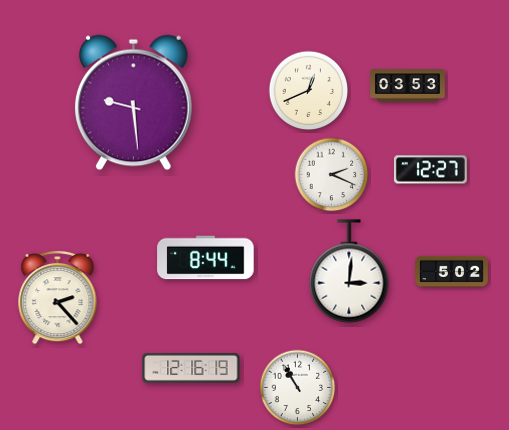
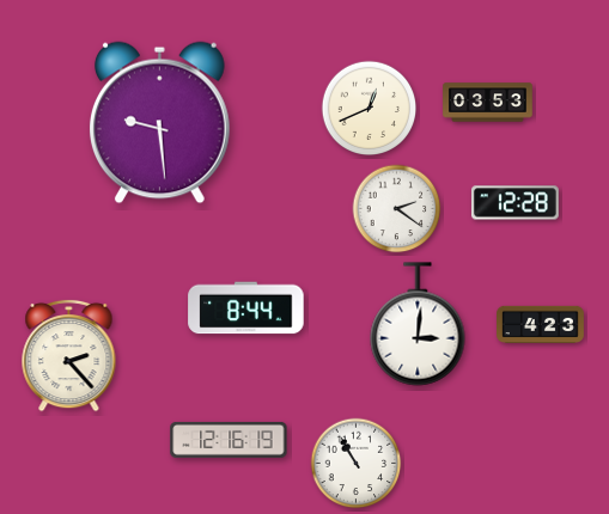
clock at (430, 170): 12:27 -> 12:28
clock at (332, 175): 2:19 -> 2:21
clock at (452, 271): 5:02 -> 4:23
